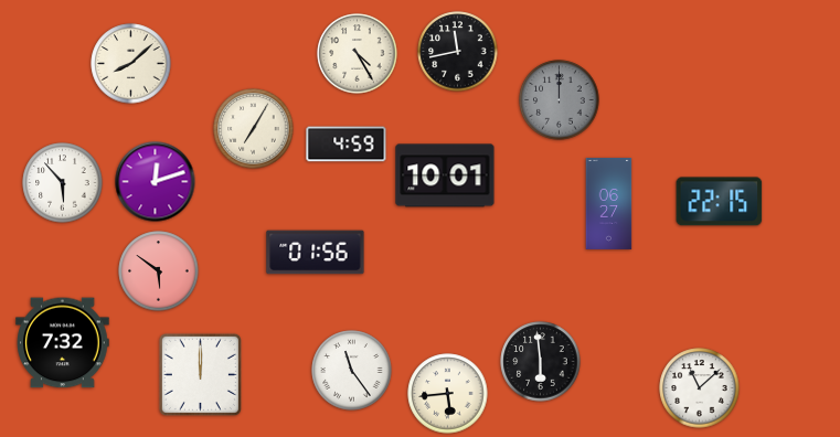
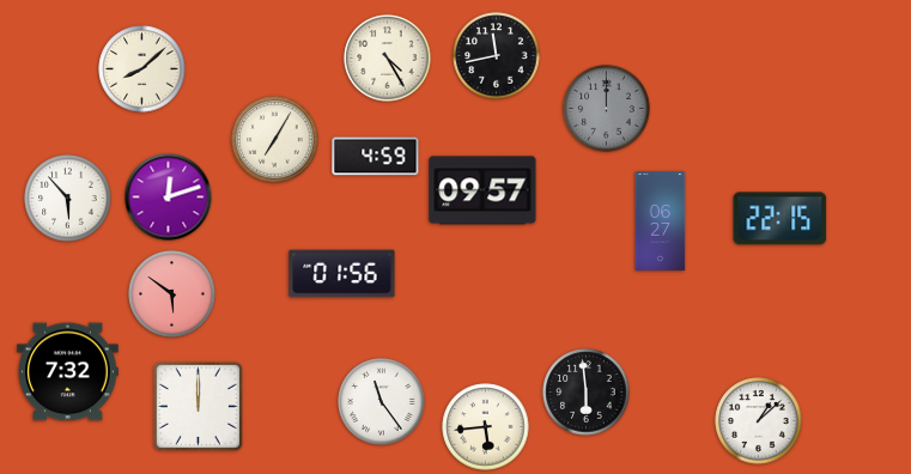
clock at (445, 175): 10:01 -> 09:57
clock at (200, 374) position: (200, 374) -> (198, 406)
clock at (700, 388): 11:08 -> 1:08
